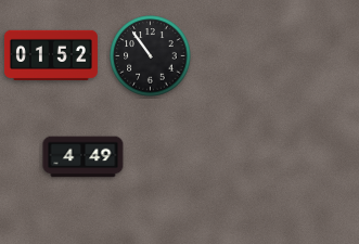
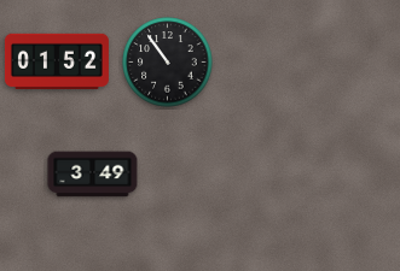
clock at (84, 157): 4:49 -> 3:49
